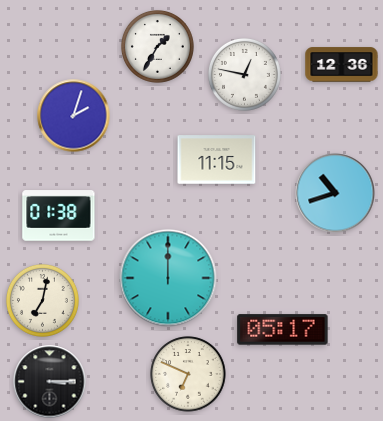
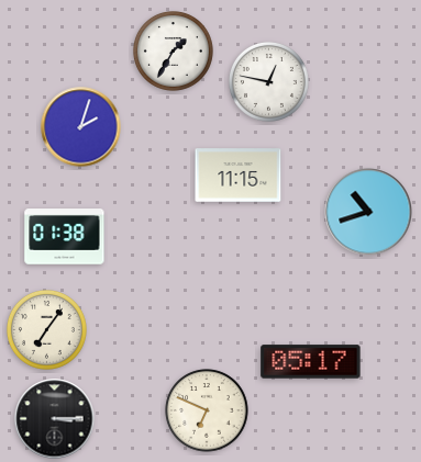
clock at (342, 65): 12:36 -> none
clock at (168, 278): 12:00 -> none
clock at (43, 301): 7:02 -> 7:06
